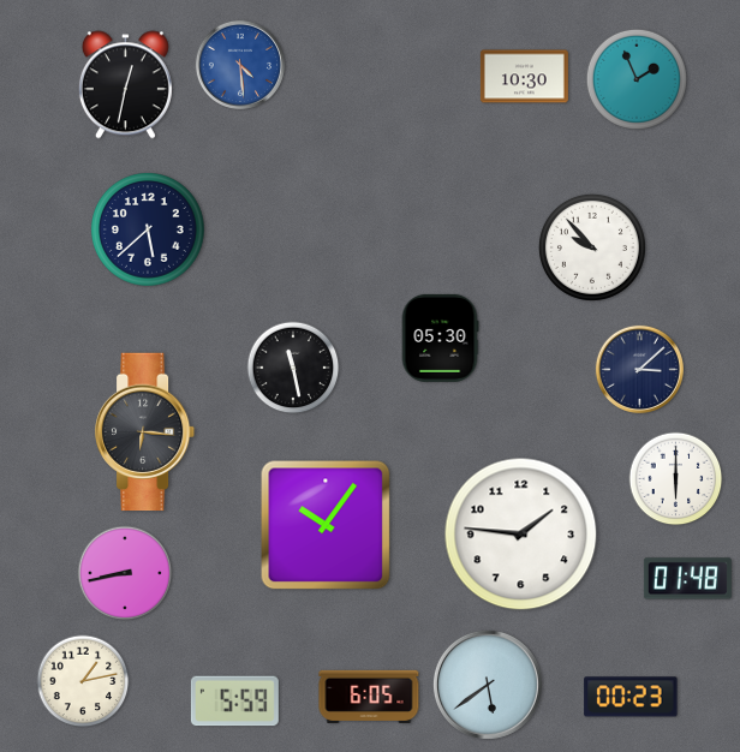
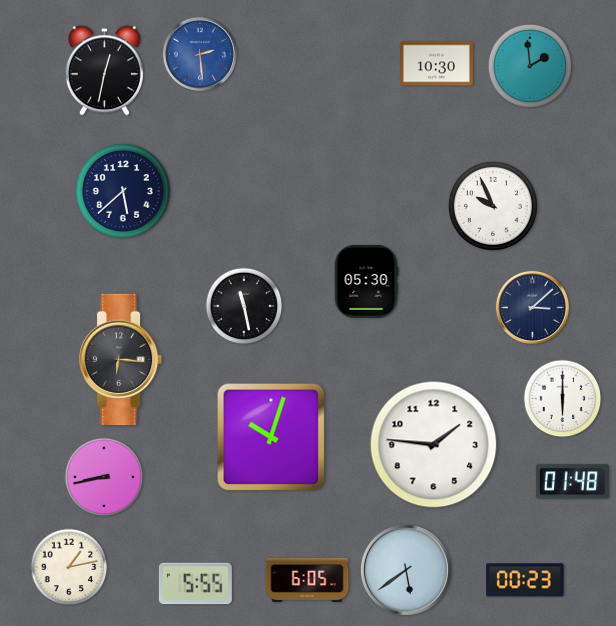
clock at (240, 65): 4:29 -> 2:29
clock at (637, 79): 1:56 -> 1:59
clock at (592, 247): 9:53 -> 9:56
clock at (326, 525): 10:06 -> 10:03
clock at (234, 702): 5:59 -> 5:55
